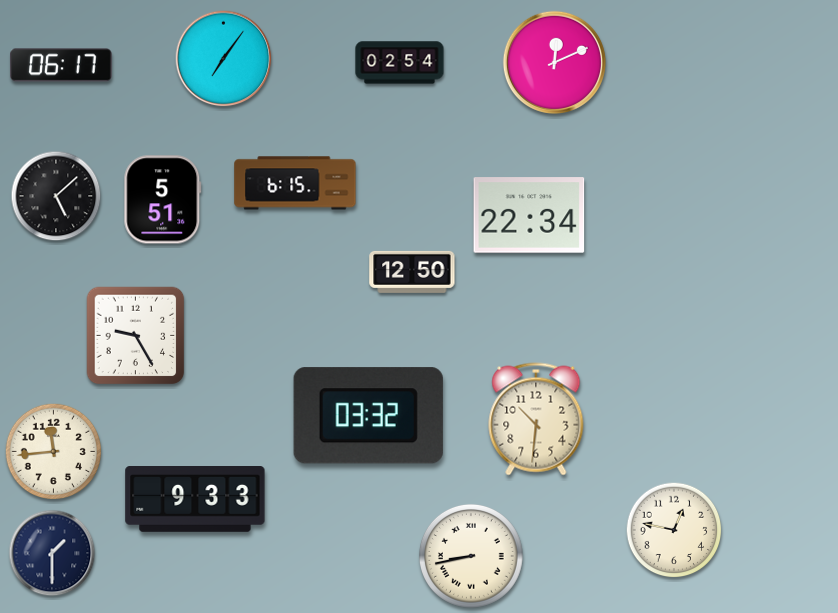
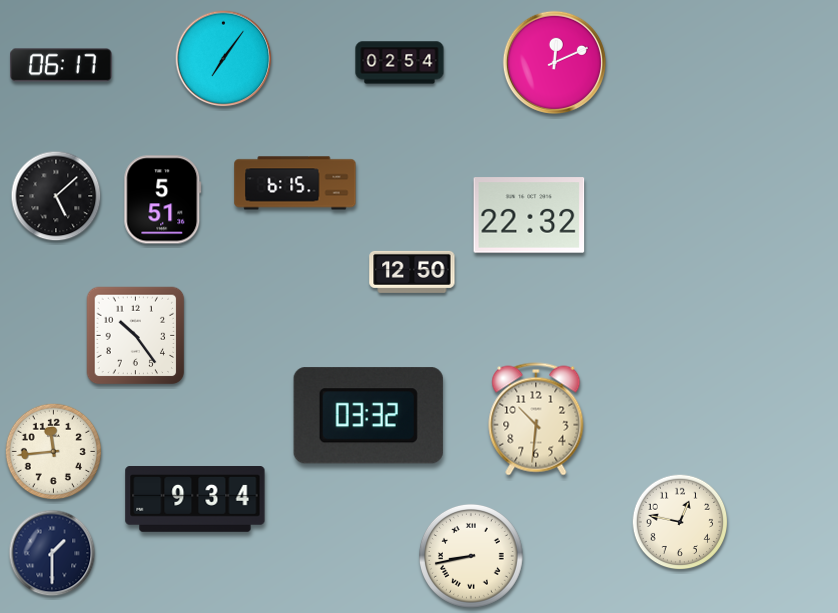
clock at (529, 215): 22:34 -> 22:32
clock at (136, 336): 9:25 -> 10:24
clock at (195, 500): 9:33 -> 9:34
clock at (674, 530) position: (674, 530) -> (680, 522)
